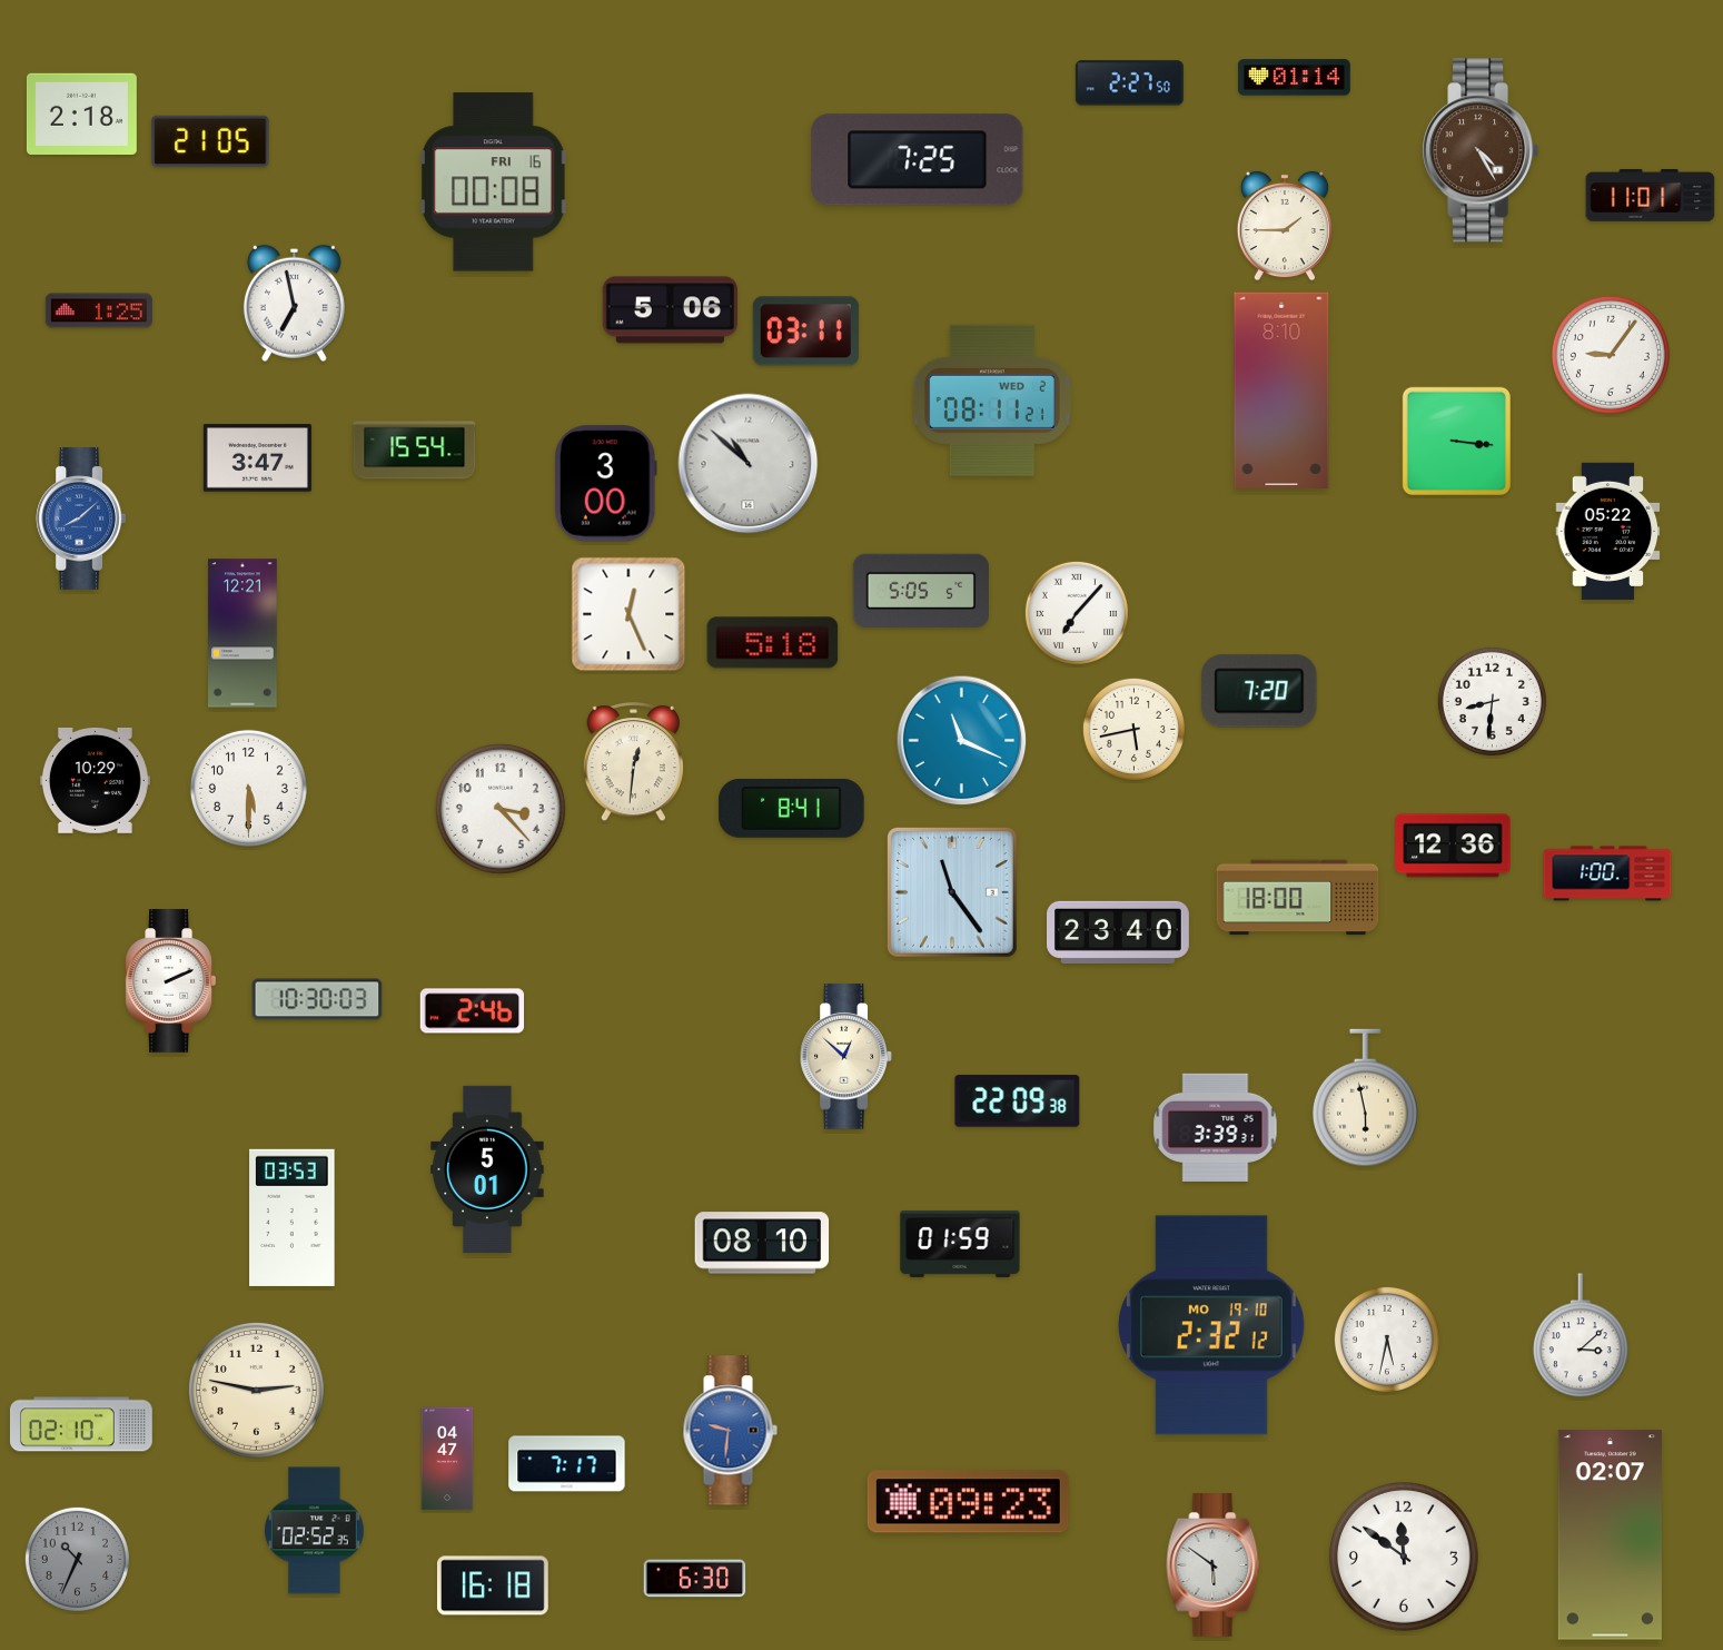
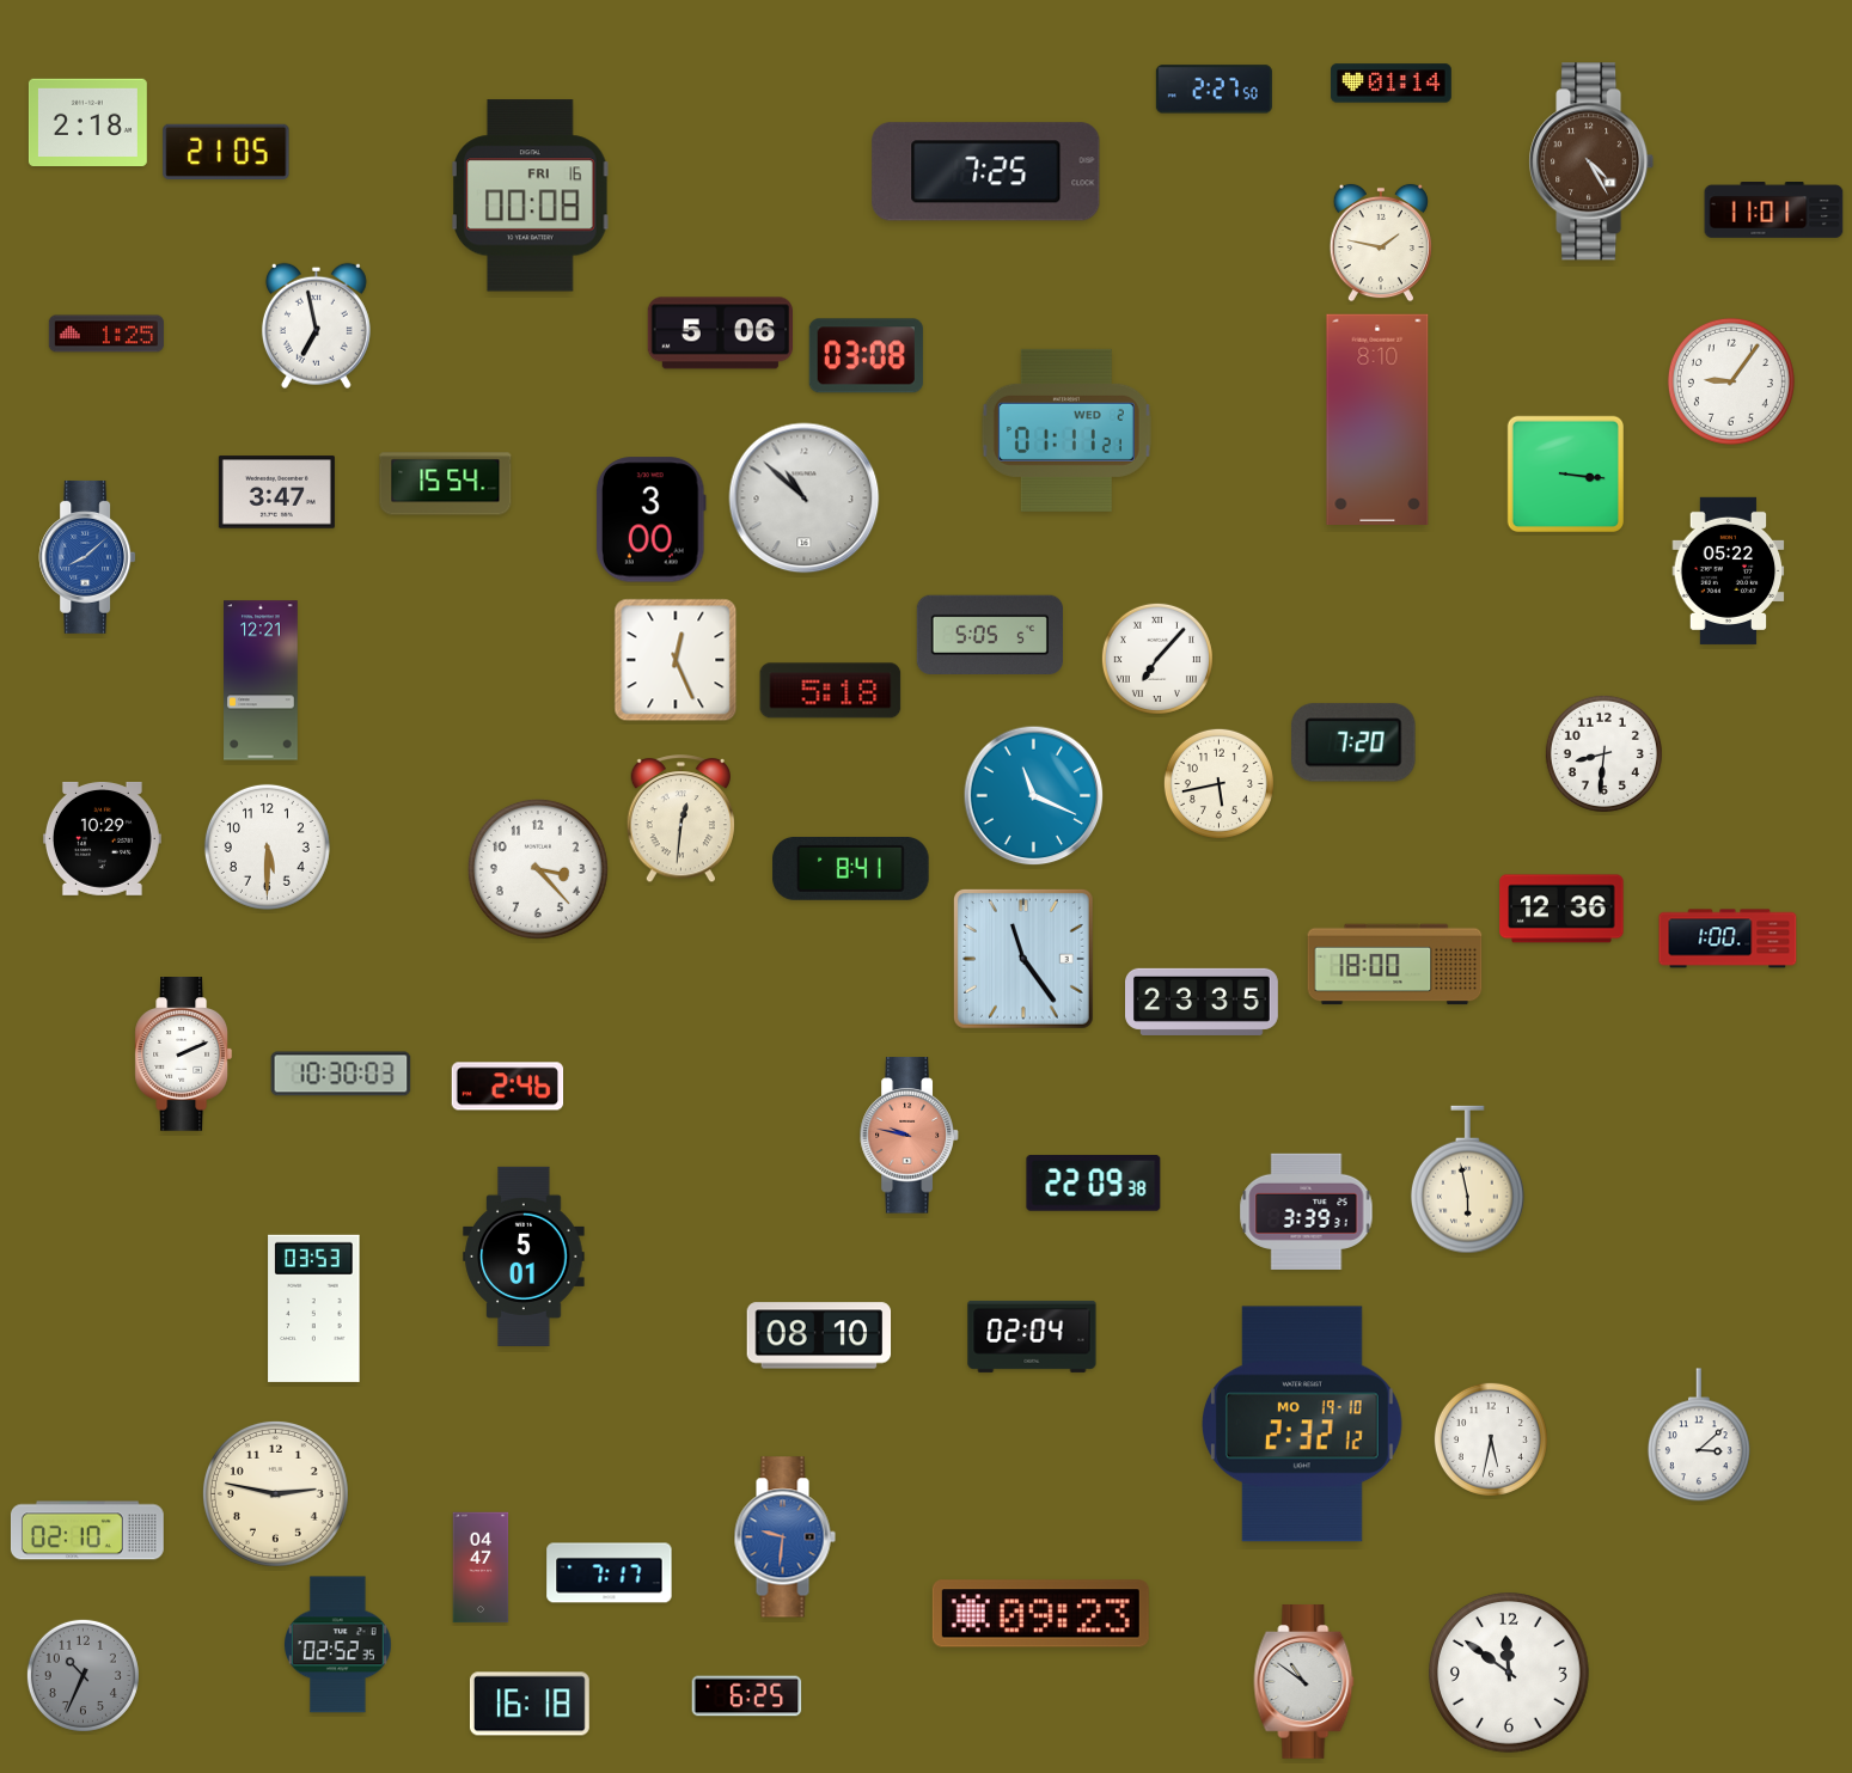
clock at (1285, 226): 1:45 -> 1:47
clock at (805, 332): 03:11 -> 03:08
clock at (992, 401): 08:11 -> 01:11
clock at (1119, 932): 23:40 -> 23:35
clock at (846, 1057): 12:52 -> 9:47
clock at (846, 1057) dial: cream -> salmon
clock at (960, 1244): 01:59 -> 02:04
clock at (1610, 1535): 02:07 -> none
clock at (1214, 1565): 5:51 -> 10:51
clock at (695, 1579): 6:30 -> 6:25
